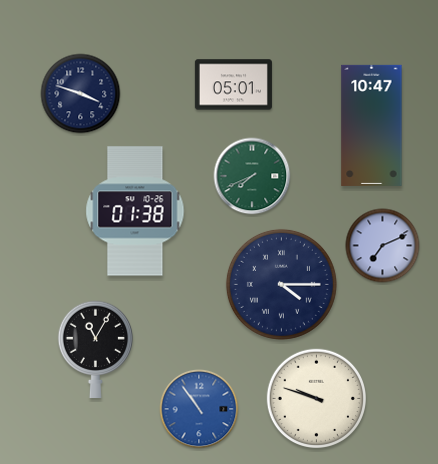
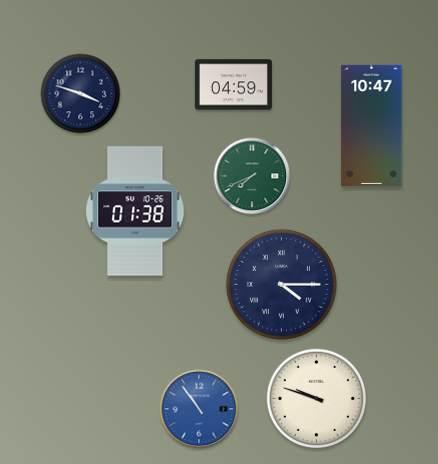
clock at (233, 85): 05:01 -> 04:59
clock at (383, 246): 7:11 -> none
clock at (95, 350): 11:05 -> none
